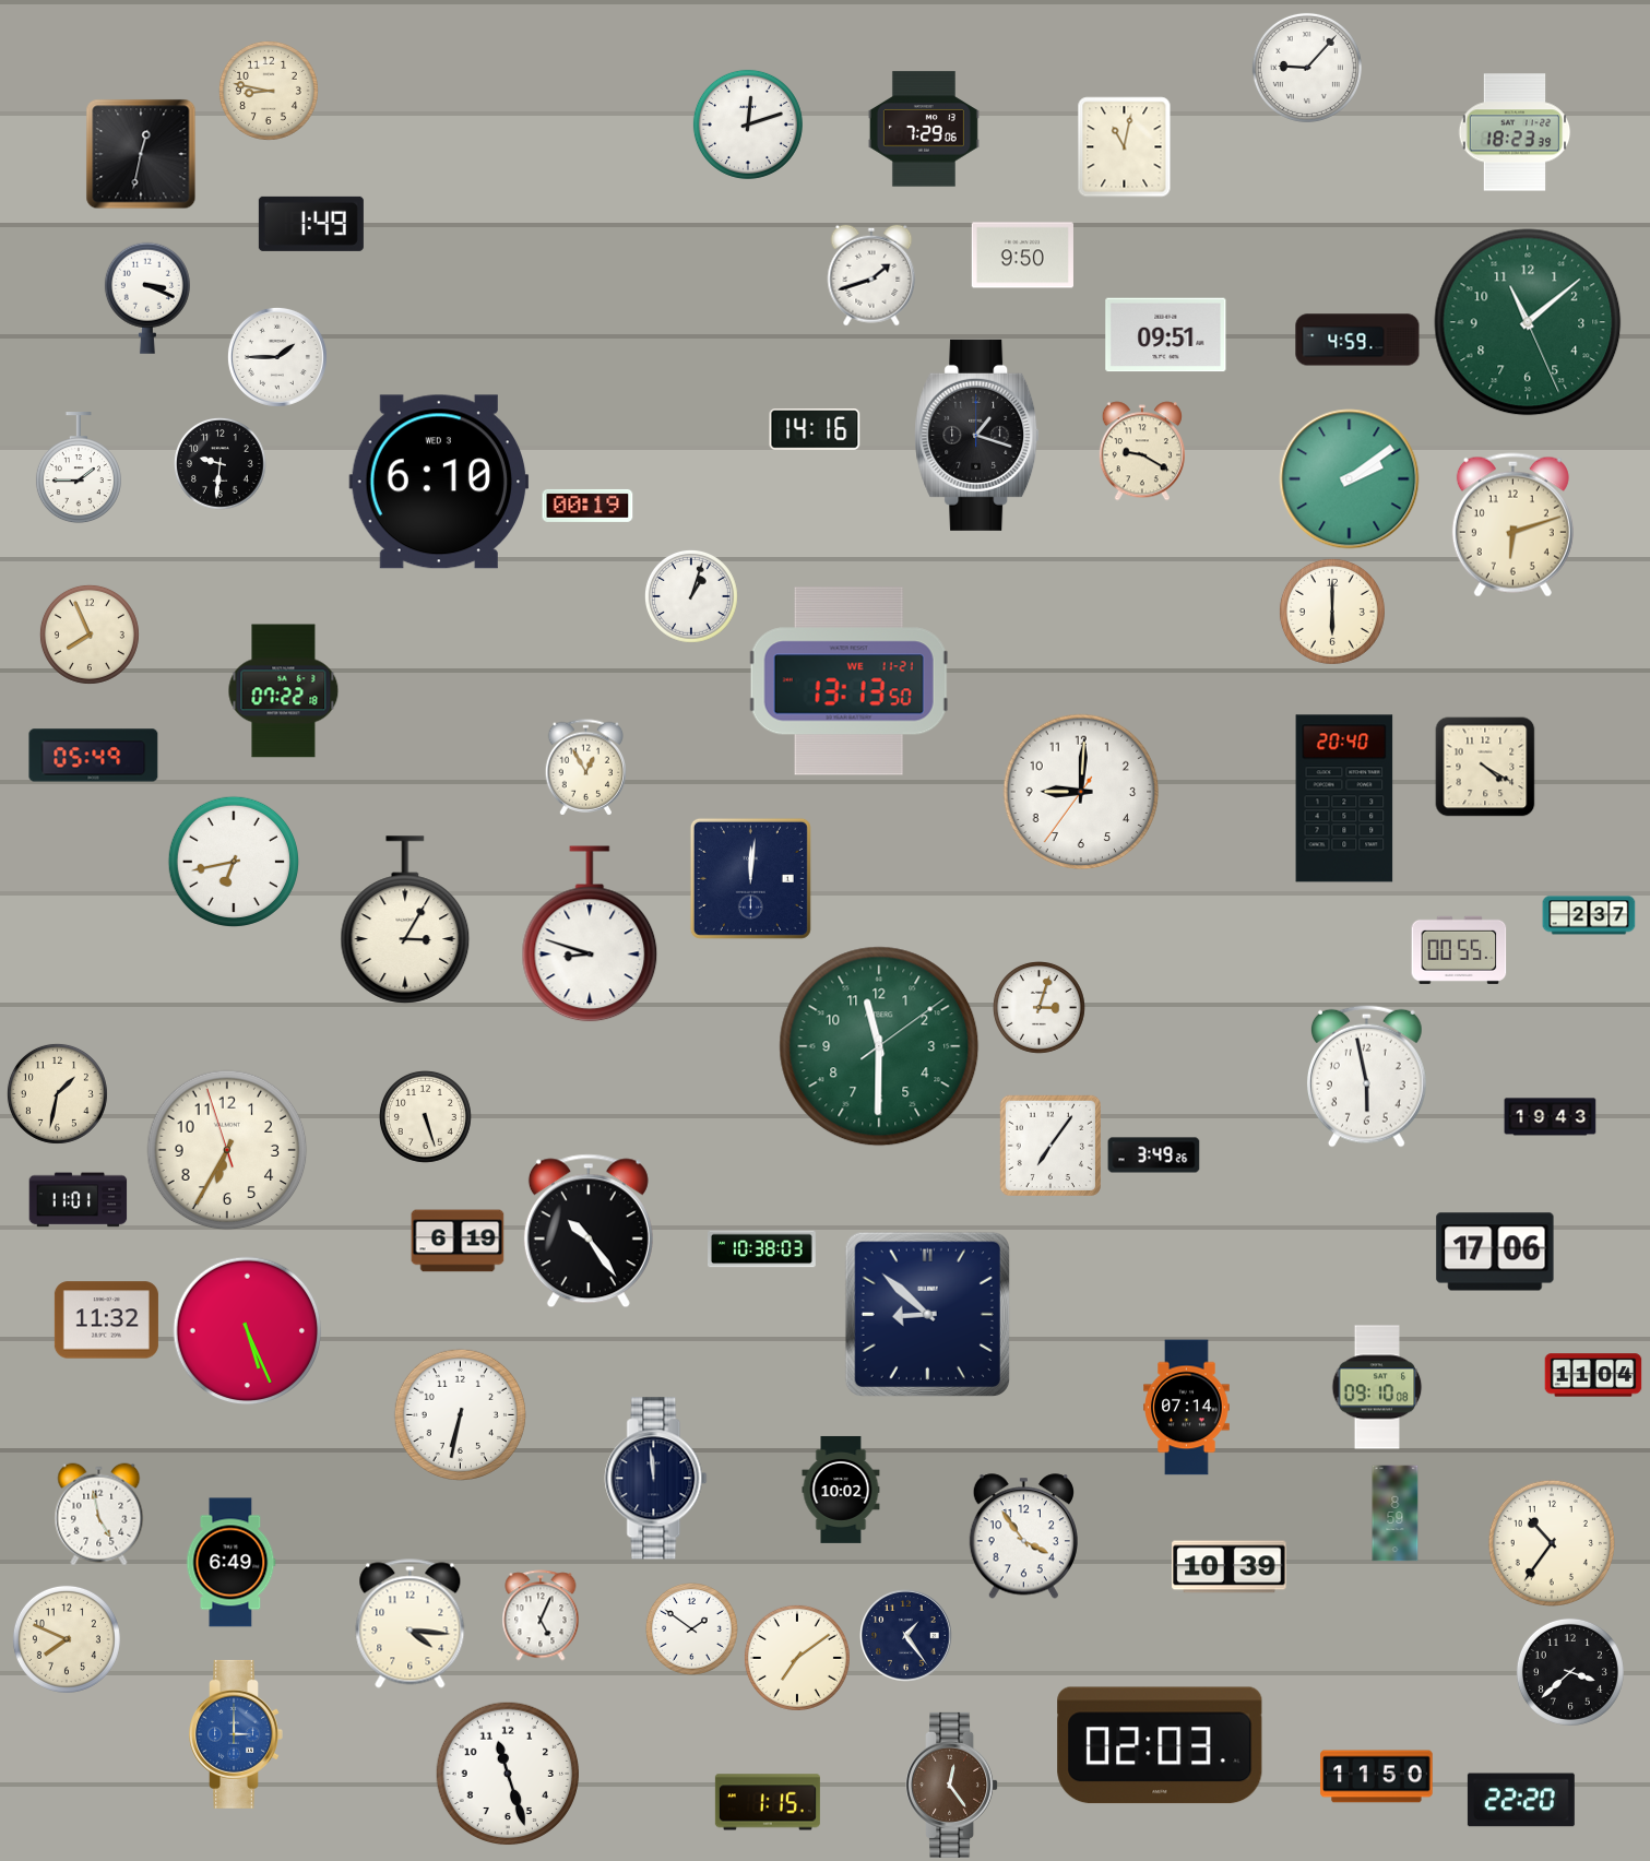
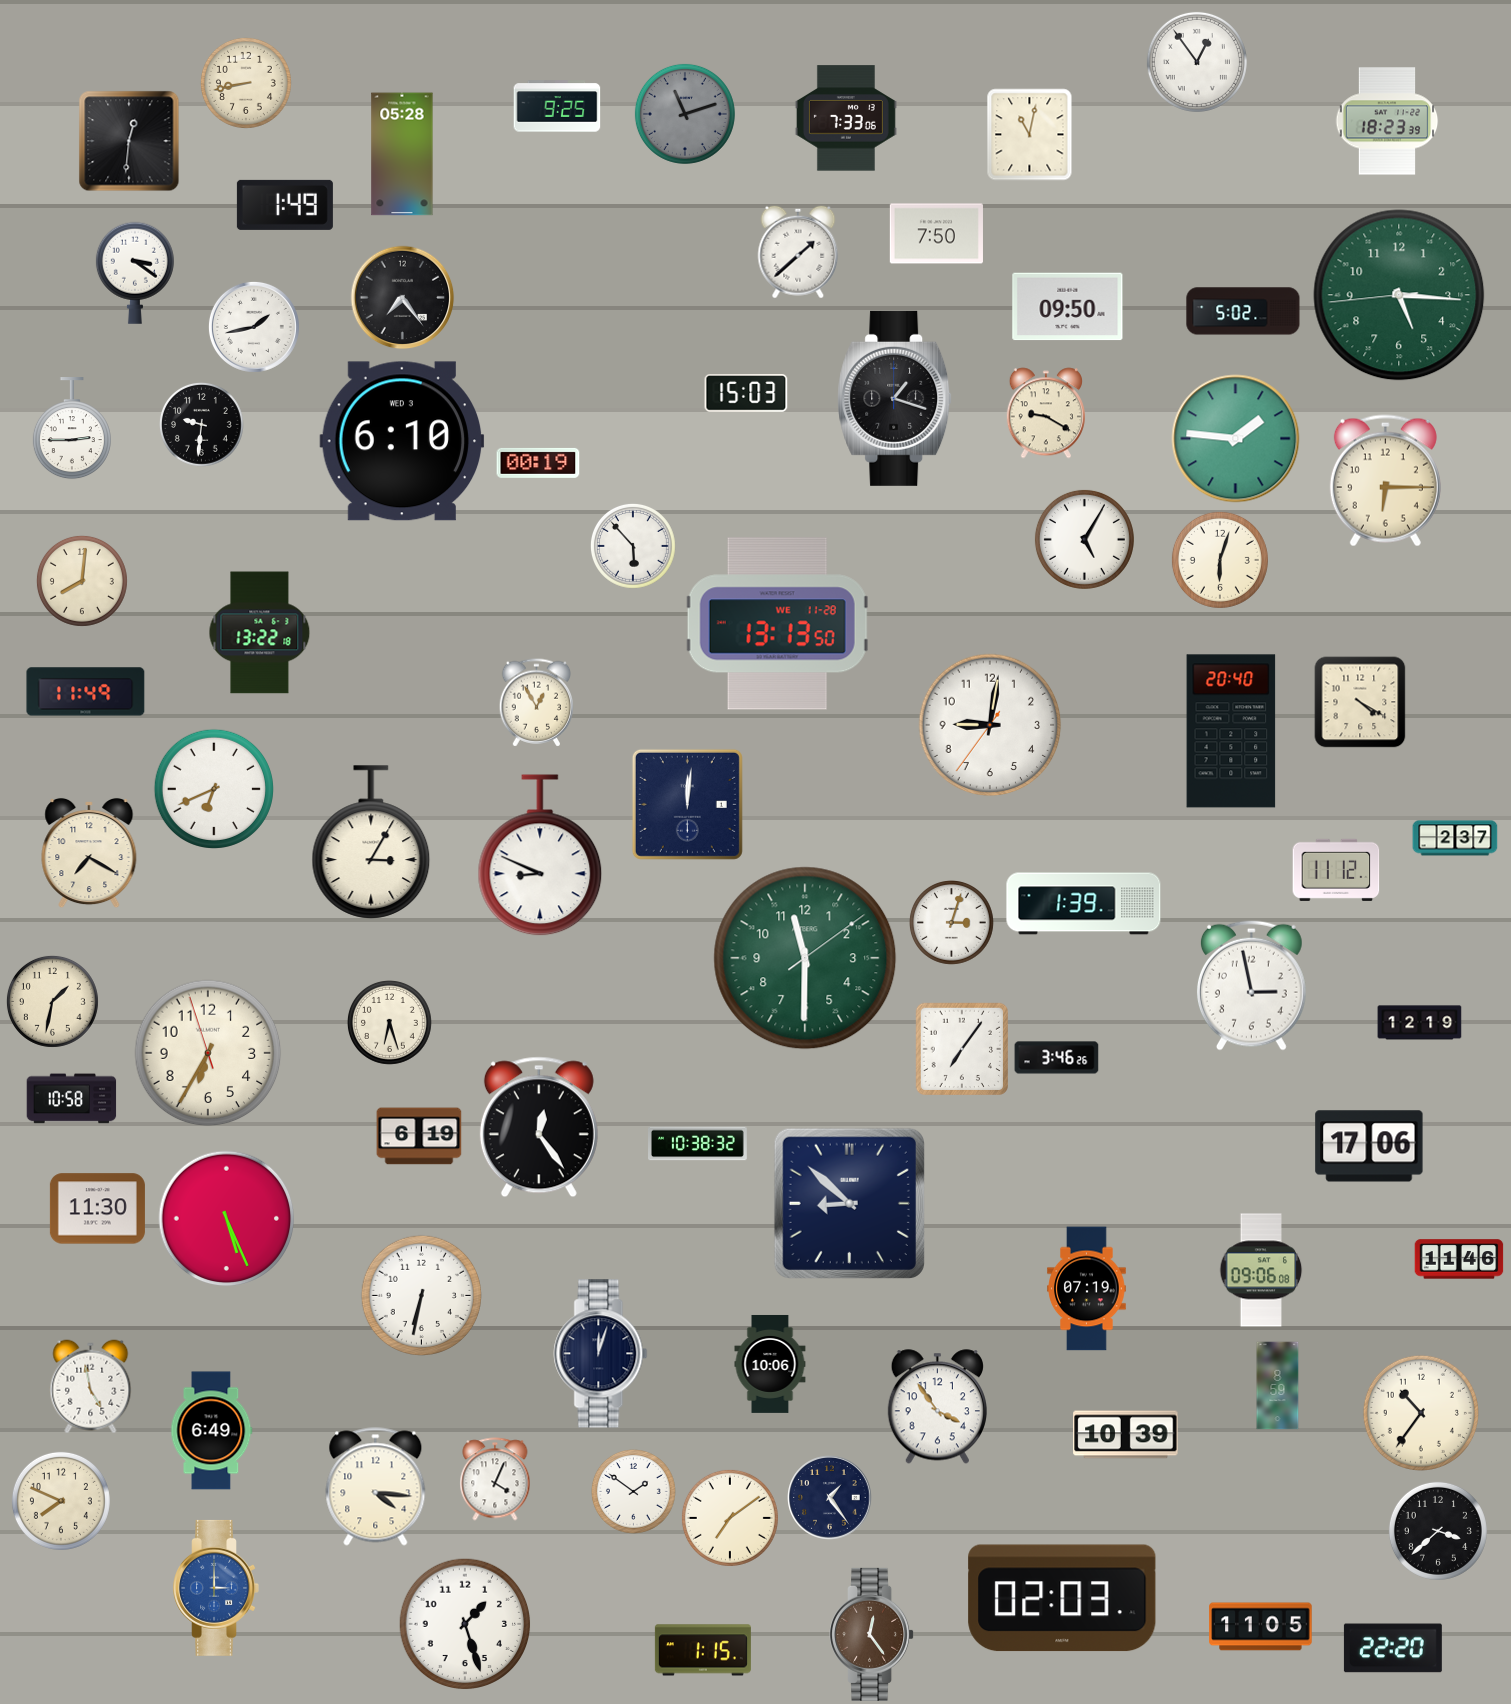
clock at (1307, 68): 9:07 -> 12:54
clock at (269, 91): 8:47 -> 8:43
clock at (557, 106): none -> 9:25
clock at (748, 125): 12:12 -> 11:12
clock at (748, 125) dial: white -> grey
clock at (924, 129): 7:29 -> 7:33
clock at (141, 154): 12:32 -> 12:31
clock at (402, 154): none -> 05:28
clock at (1022, 256): 9:50 -> 7:50
clock at (871, 275): 1:42 -> 1:38
clock at (147, 298): 3:19 -> 3:21
clock at (1528, 322): 11:08 -> 5:15
clock at (403, 298): none -> 7:24
clock at (1166, 335): 09:51 -> 09:50
clock at (1357, 340): 4:59 -> 5:02
clock at (277, 357): 1:45 -> 1:43
clock at (815, 430): 14:16 -> 15:03
clock at (79, 469): 1:45 -> 2:45
clock at (1350, 479): 2:09 -> 1:46
clock at (1512, 525): 6:12 -> 6:15
clock at (1084, 539): none -> 5:05
clock at (691, 596): 1:03 -> 5:53
clock at (1332, 612): 6:00 -> 6:03
clock at (90, 635): 7:56 -> 8:01
clock at (848, 681) date: WE 11-21 -> WE 11-28
clock at (284, 691): 07:22 -> 13:22
clock at (94, 756): 05:49 -> 11:49
clock at (1081, 792): 9:00 -> 9:01
clock at (234, 862): 6:43 -> 6:41
clock at (89, 853): none -> 7:20
clock at (590, 934): 8:48 -> 8:49
clock at (1459, 950): 00:55 -> 11:12
clock at (1084, 904): none -> 1:39
clock at (1366, 1076): 5:58 -> 2:58
clock at (426, 1117): 5:27 -> 6:27
clock at (1551, 1117): 19:43 -> 12:19
clock at (1154, 1155): 3:49 -> 3:46
clock at (79, 1200): 11:01 -> 10:58
clock at (589, 1231): 10:24 -> 12:24
clock at (762, 1249): 10:38:03 -> 10:38:32
clock at (106, 1320): 11:32 -> 11:30
clock at (1593, 1375): 11:04 -> 11:46
clock at (1377, 1387): 09:10 -> 09:06
clock at (1187, 1408): 07:14 -> 07:19
clock at (656, 1479): 11:59 -> 12:03
clock at (841, 1490): 10:02 -> 10:06
clock at (541, 1615): 5:04 -> 4:04
clock at (508, 1774): 11:27 -> 1:27
clock at (1377, 1777): 11:50 -> 11:05
